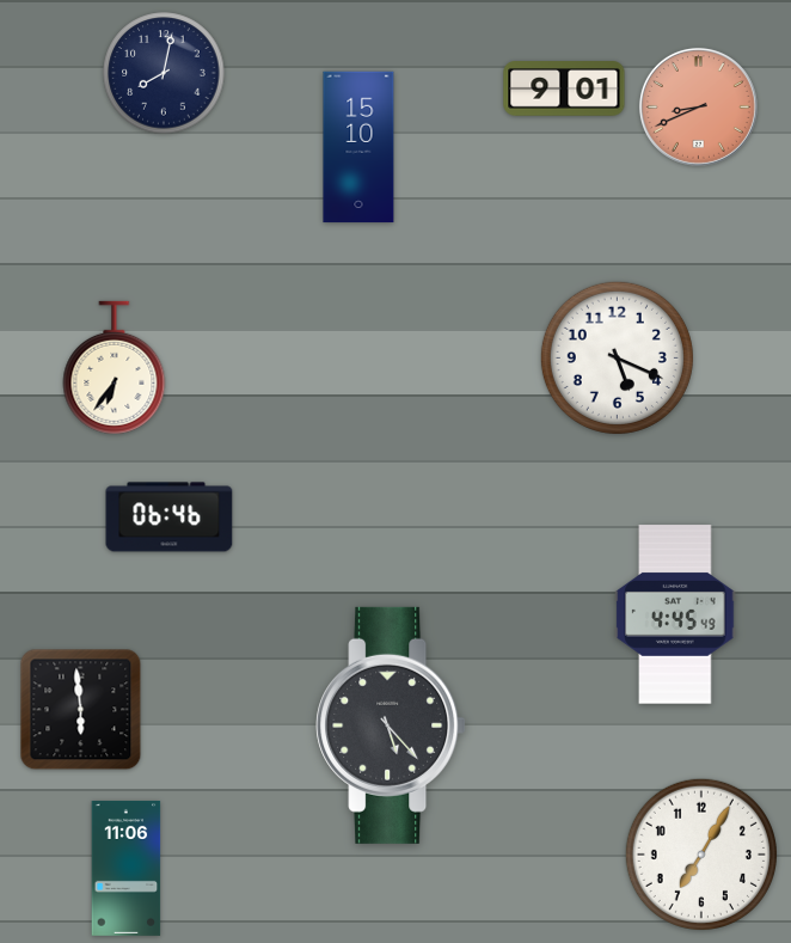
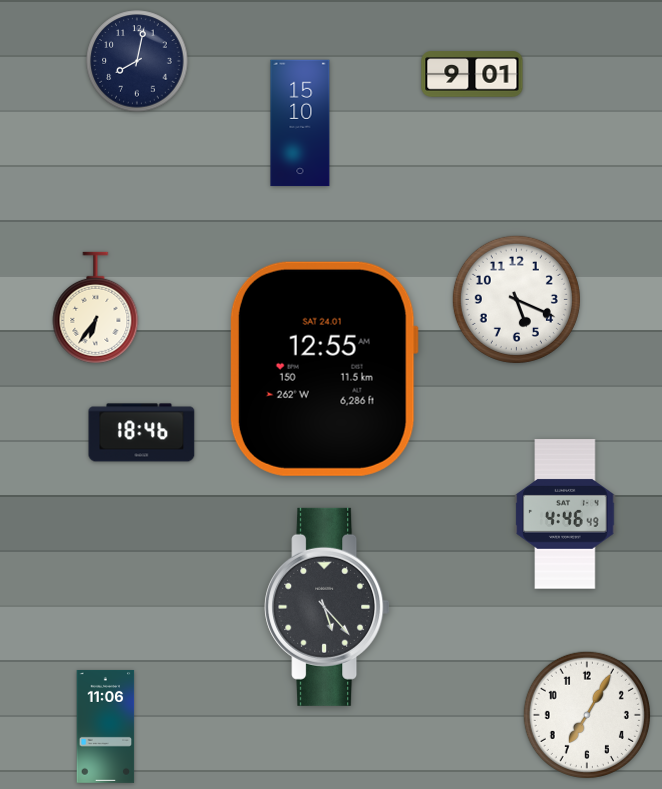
clock at (698, 106): 8:41 -> none
clock at (324, 369): none -> 12:55
clock at (170, 518): 06:46 -> 18:46
clock at (675, 614): 4:45 -> 4:46
clock at (81, 710): 5:59 -> none
